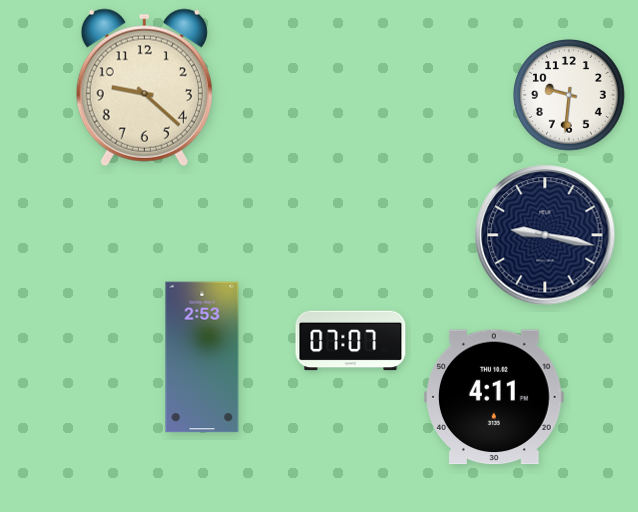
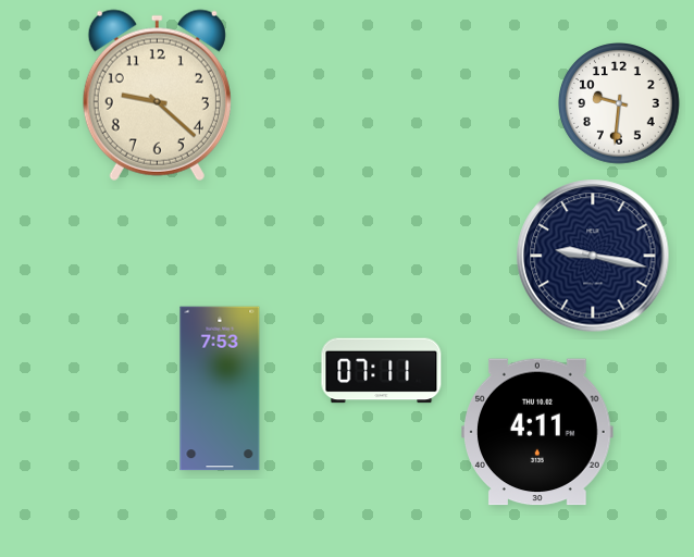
clock at (351, 341): 07:07 -> 07:11
clock at (202, 357): 2:53 -> 7:53
